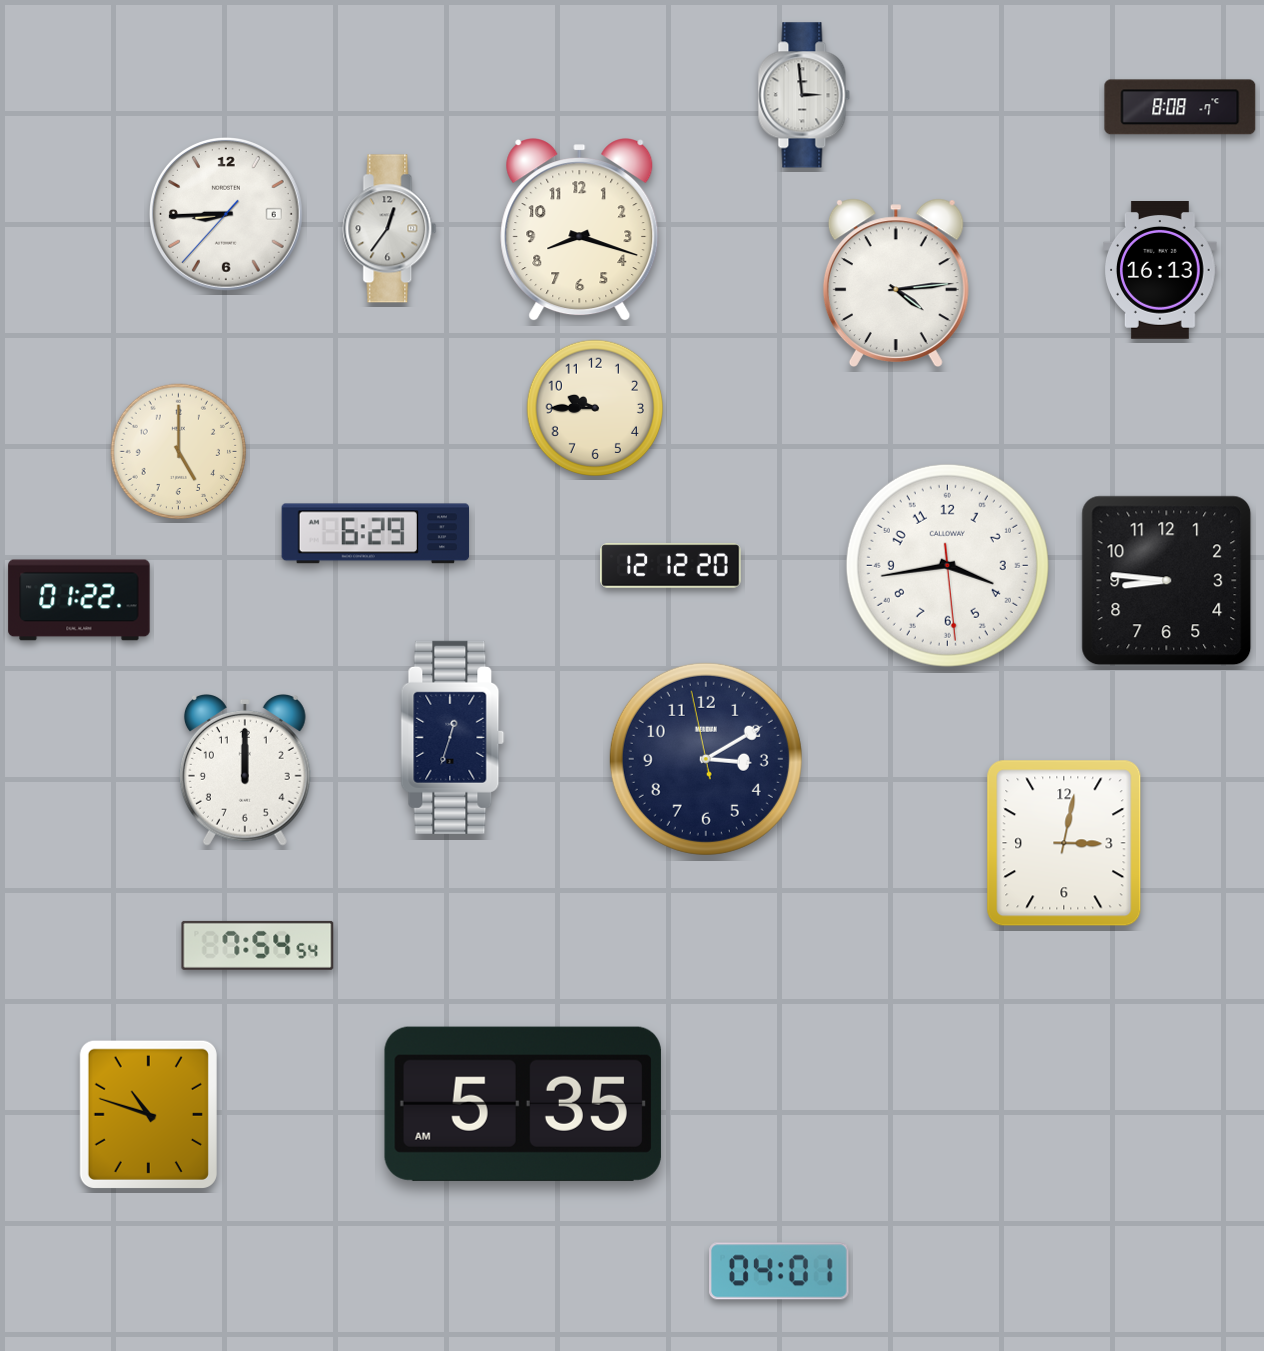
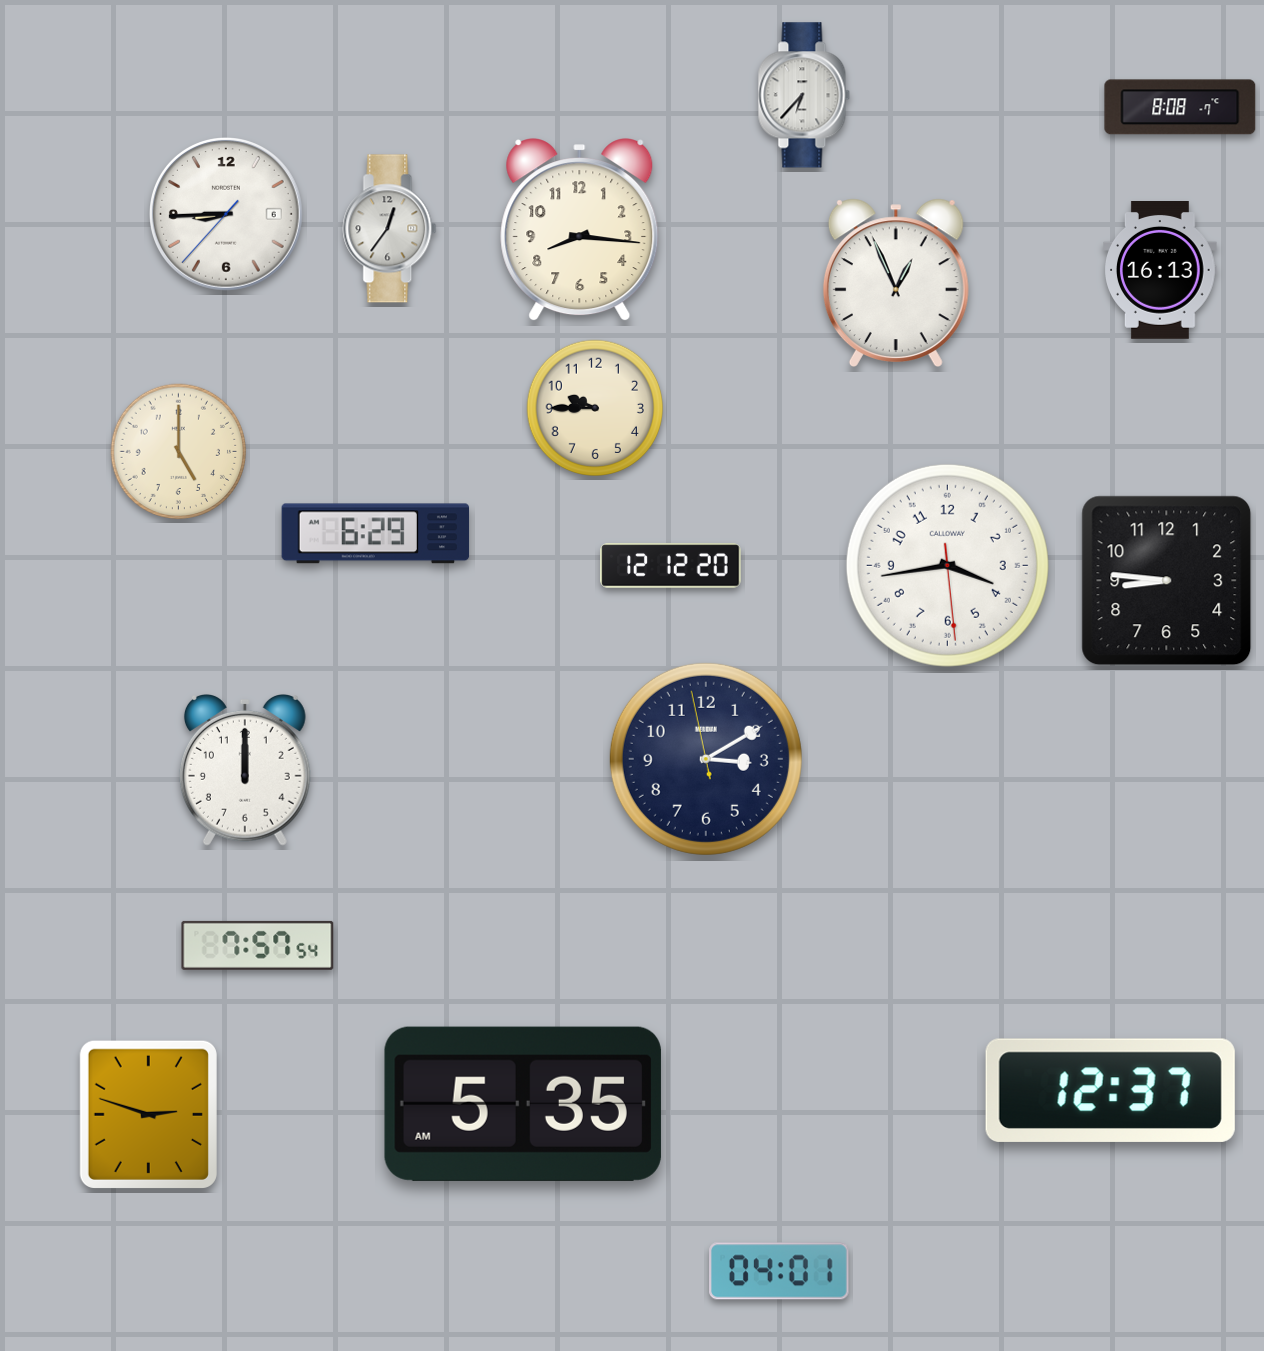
clock at (804, 95): 2:59 -> 6:37
clock at (580, 230): 8:18 -> 8:16
clock at (896, 283): 4:14 -> 12:56
clock at (79, 600): 01:22 -> none
clock at (453, 737): 12:33 -> none
clock at (1064, 843): 3:02 -> none
clock at (258, 945): 7:54 -> 7:57
clock at (1110, 1090): none -> 12:37
clock at (148, 1114): 10:48 -> 2:48
